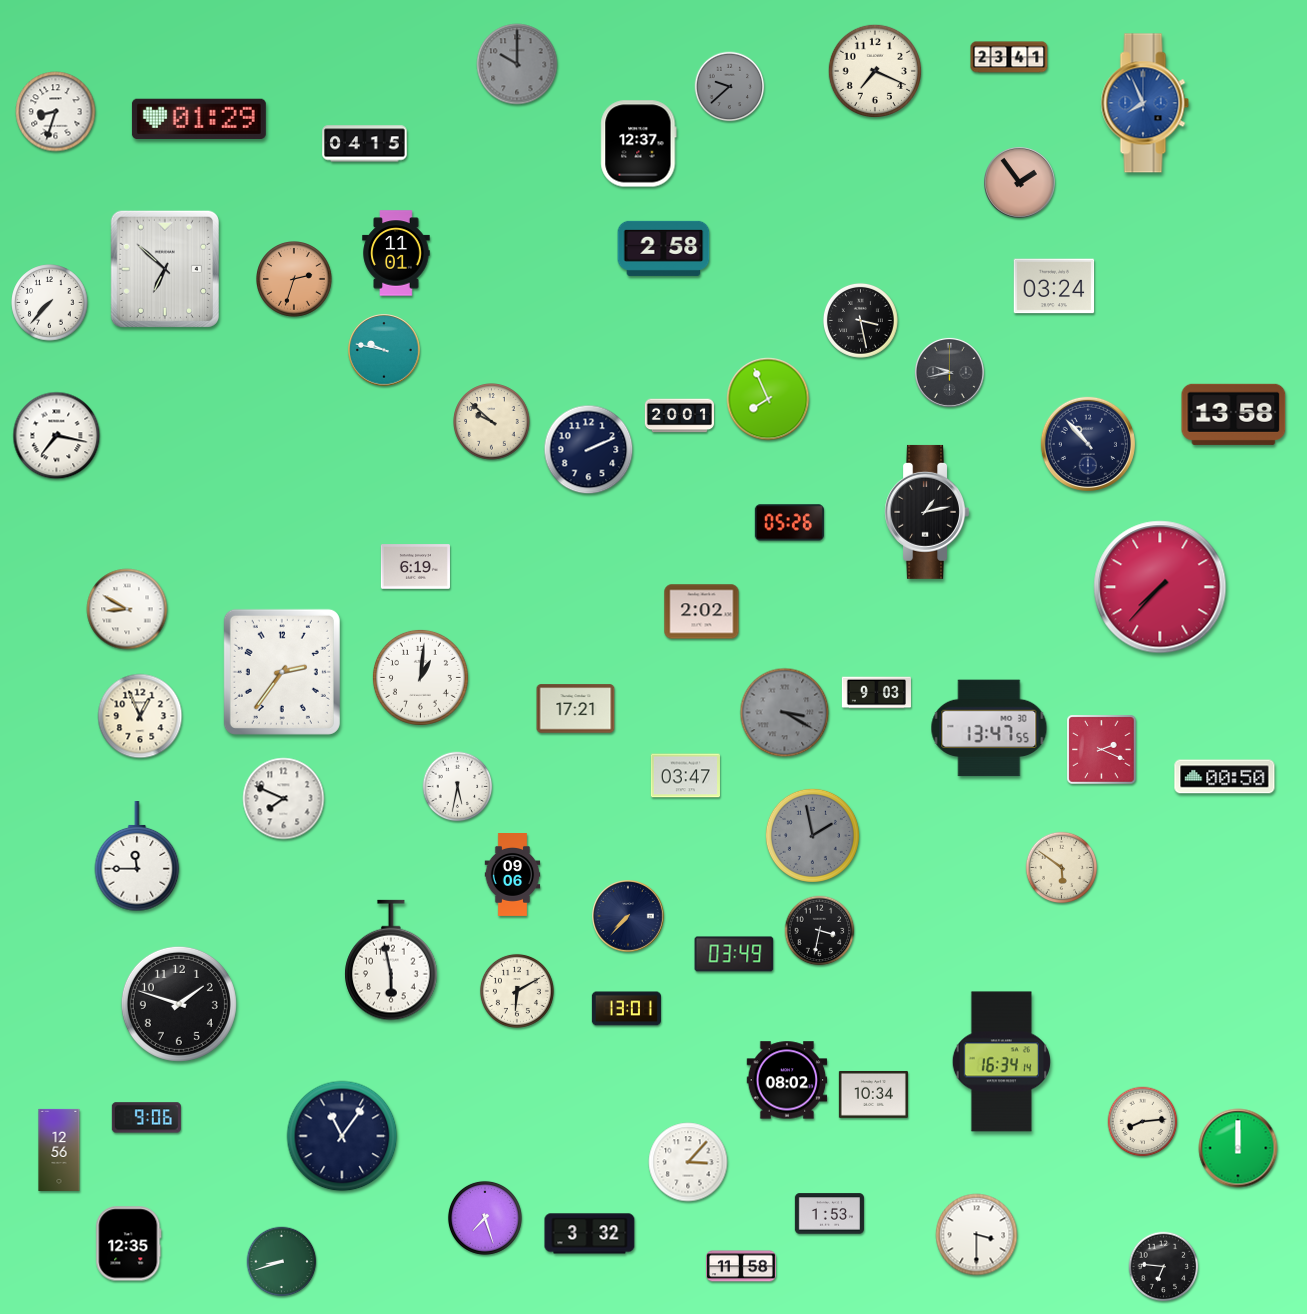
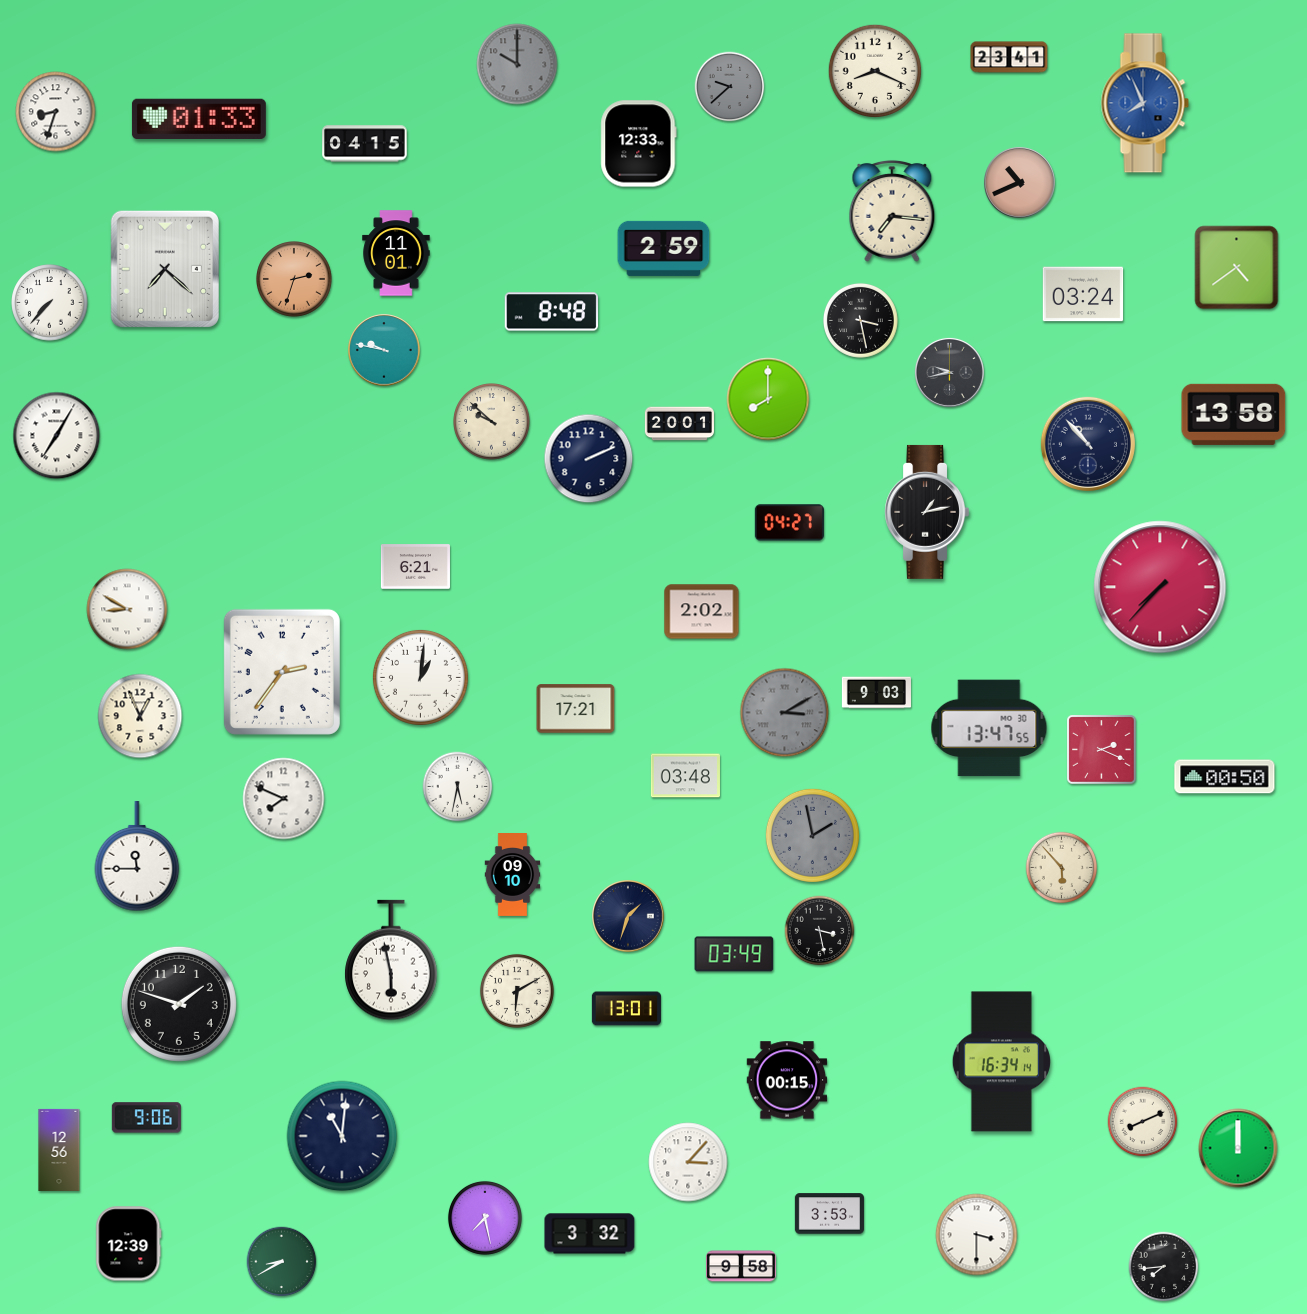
clock at (875, 71): 7:19 -> 8:19
clock at (199, 119): 01:29 -> 01:33
clock at (639, 144): 12:37 -> 12:33
clock at (1020, 183): 1:54 -> 10:41
clock at (892, 211): none -> 7:16
clock at (664, 248): 2:58 -> 2:59
clock at (1237, 268): none -> 4:39
clock at (165, 269): 6:52 -> 7:22
clock at (1054, 286) position: (1054, 286) -> (1083, 294)
clock at (552, 312): none -> 8:48
clock at (768, 399): 7:56 -> 8:00
clock at (679, 416) position: (679, 416) -> (679, 424)
clock at (57, 436): 7:17 -> 7:05
clock at (589, 450) position: (589, 450) -> (589, 459)
clock at (789, 523): 05:26 -> 04:27
clock at (415, 567): 6:19 -> 6:21
clock at (785, 713): 3:20 -> 3:10
clock at (685, 776): 03:47 -> 03:48
clock at (1062, 868): 5:51 -> 5:53
clock at (513, 875): 09:06 -> 09:10
clock at (628, 916): 7:37 -> 1:33
clock at (820, 931): 3:32 -> 3:28
clock at (787, 1080): 08:02 -> 00:15
clock at (873, 1094): 10:34 -> none
clock at (1143, 1122): 8:14 -> 8:11
clock at (342, 1136): 11:06 -> 11:01
clock at (829, 1214): 1:53 -> 3:53
clock at (485, 1218): 7:27 -> 7:28
clock at (129, 1244): 12:35 -> 12:39
clock at (282, 1262): 8:42 -> 8:40
clock at (741, 1266): 11:58 -> 9:58
clock at (1164, 1267): 6:46 -> 7:44
